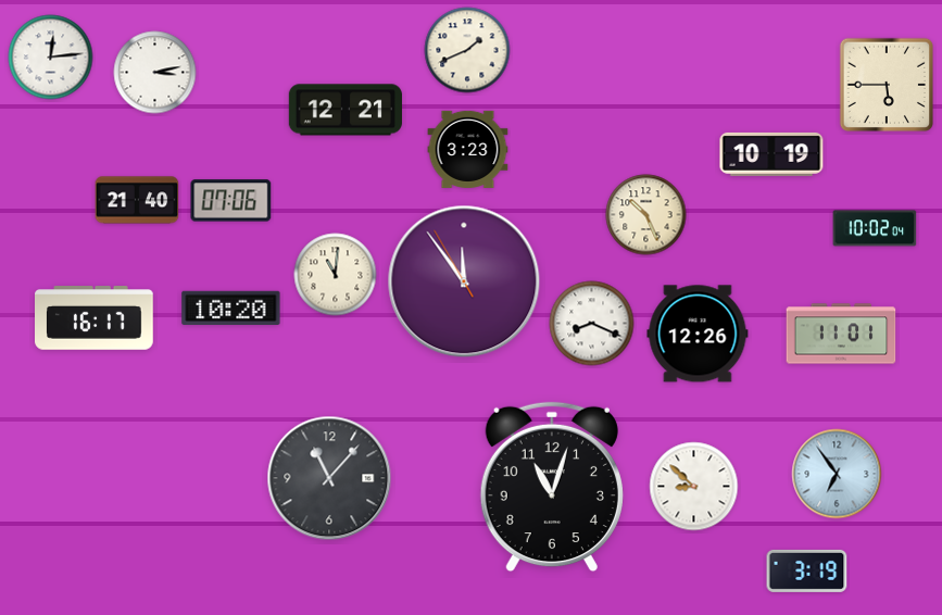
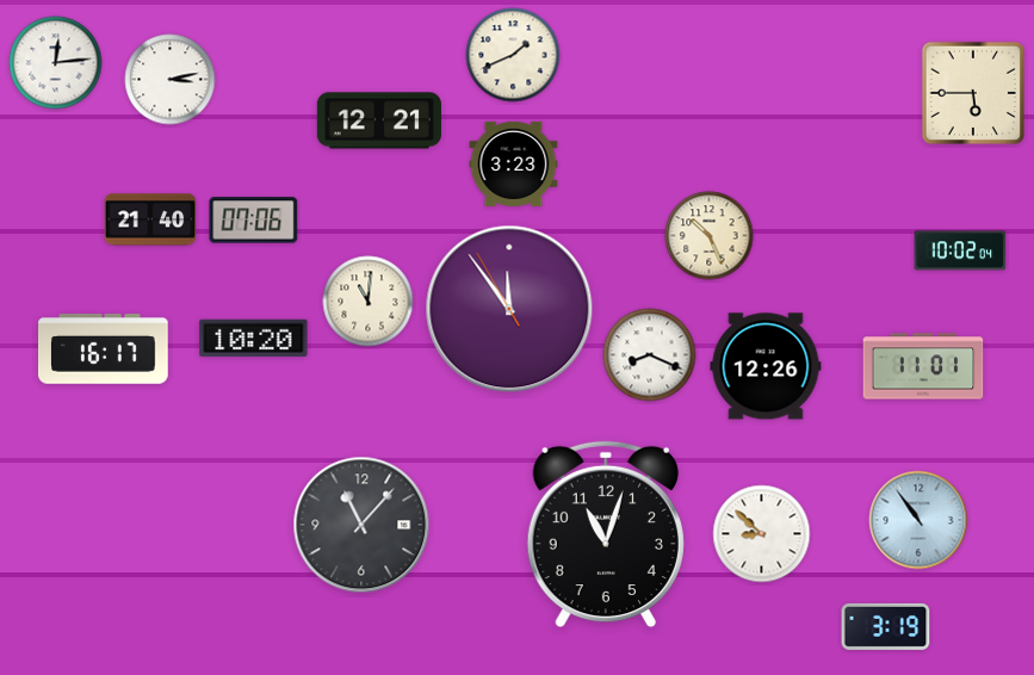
clock at (771, 154): 10:19 -> none
clock at (837, 474): 6:54 -> 10:54
